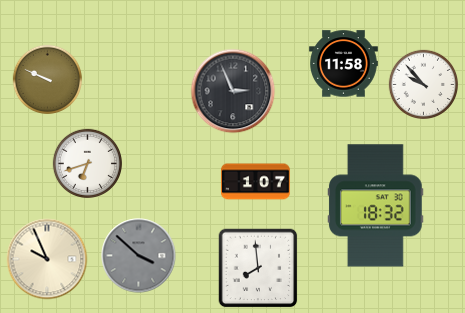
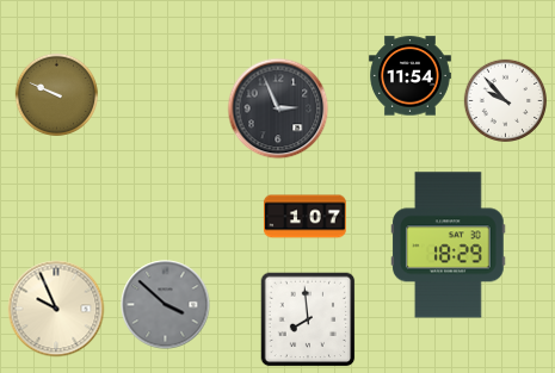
clock at (344, 64): 11:58 -> 11:54
clock at (87, 163): 6:42 -> none
clock at (376, 206): 18:32 -> 18:29
